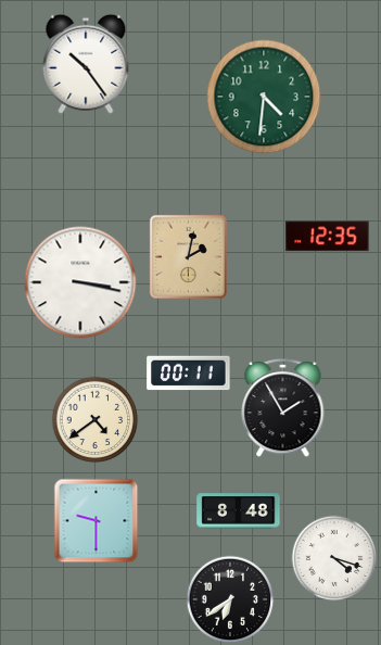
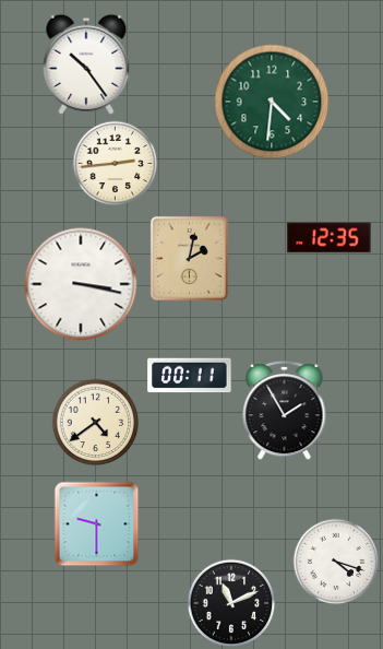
clock at (264, 97) position: (264, 97) -> (272, 102)
clock at (115, 163): none -> 2:44
clock at (239, 511): 8:48 -> none
clock at (230, 599): 6:39 -> 11:11
